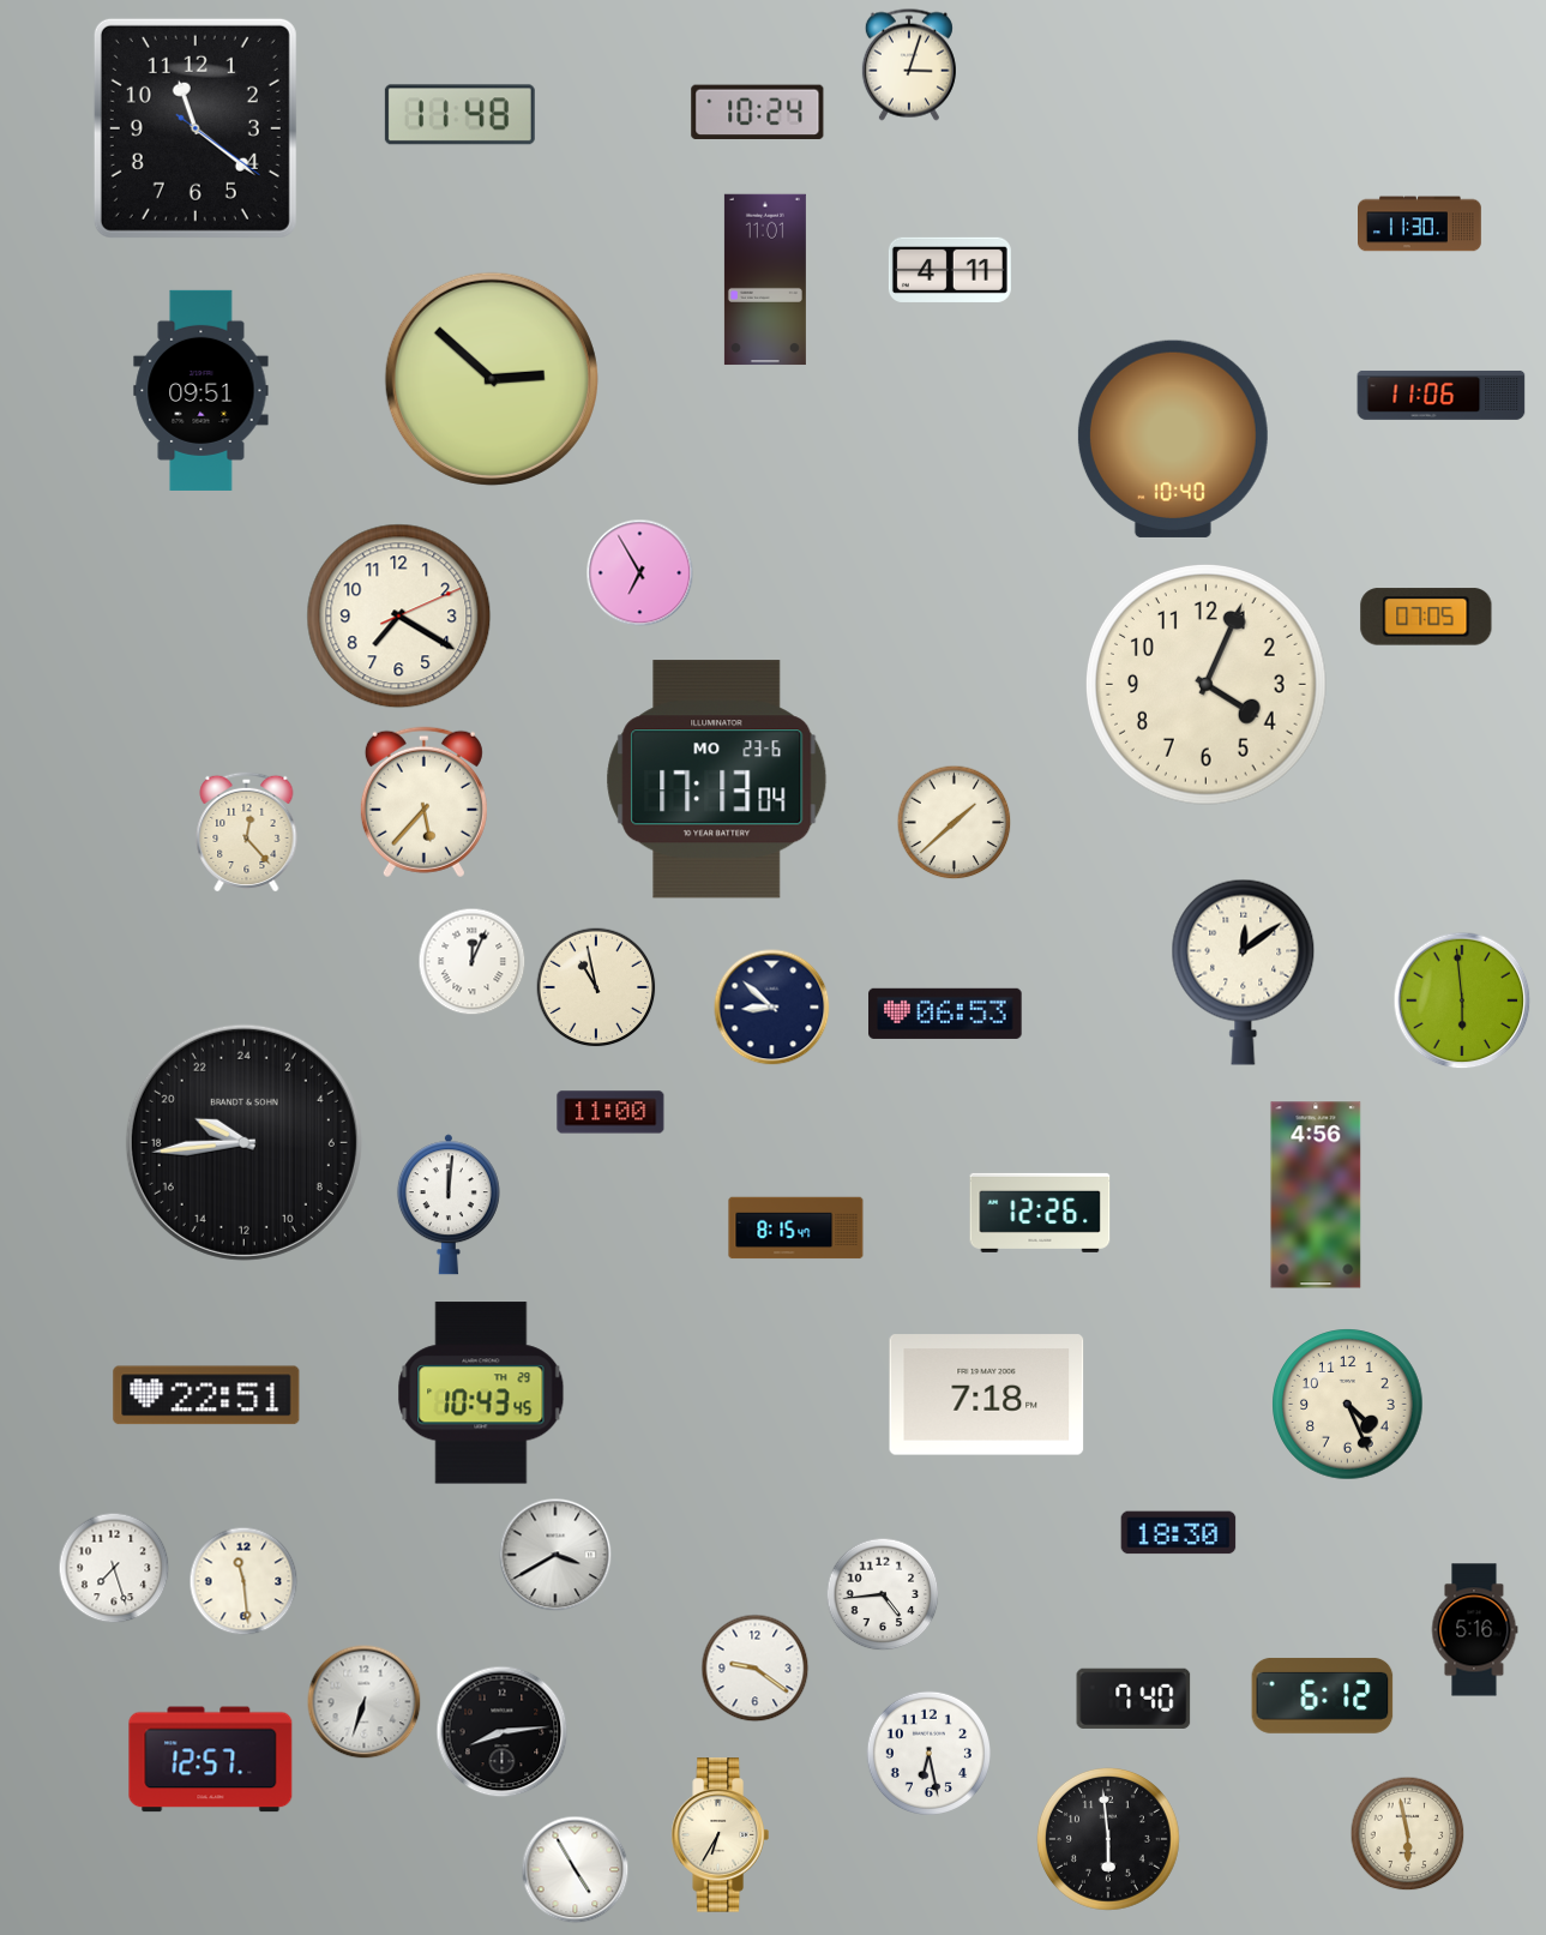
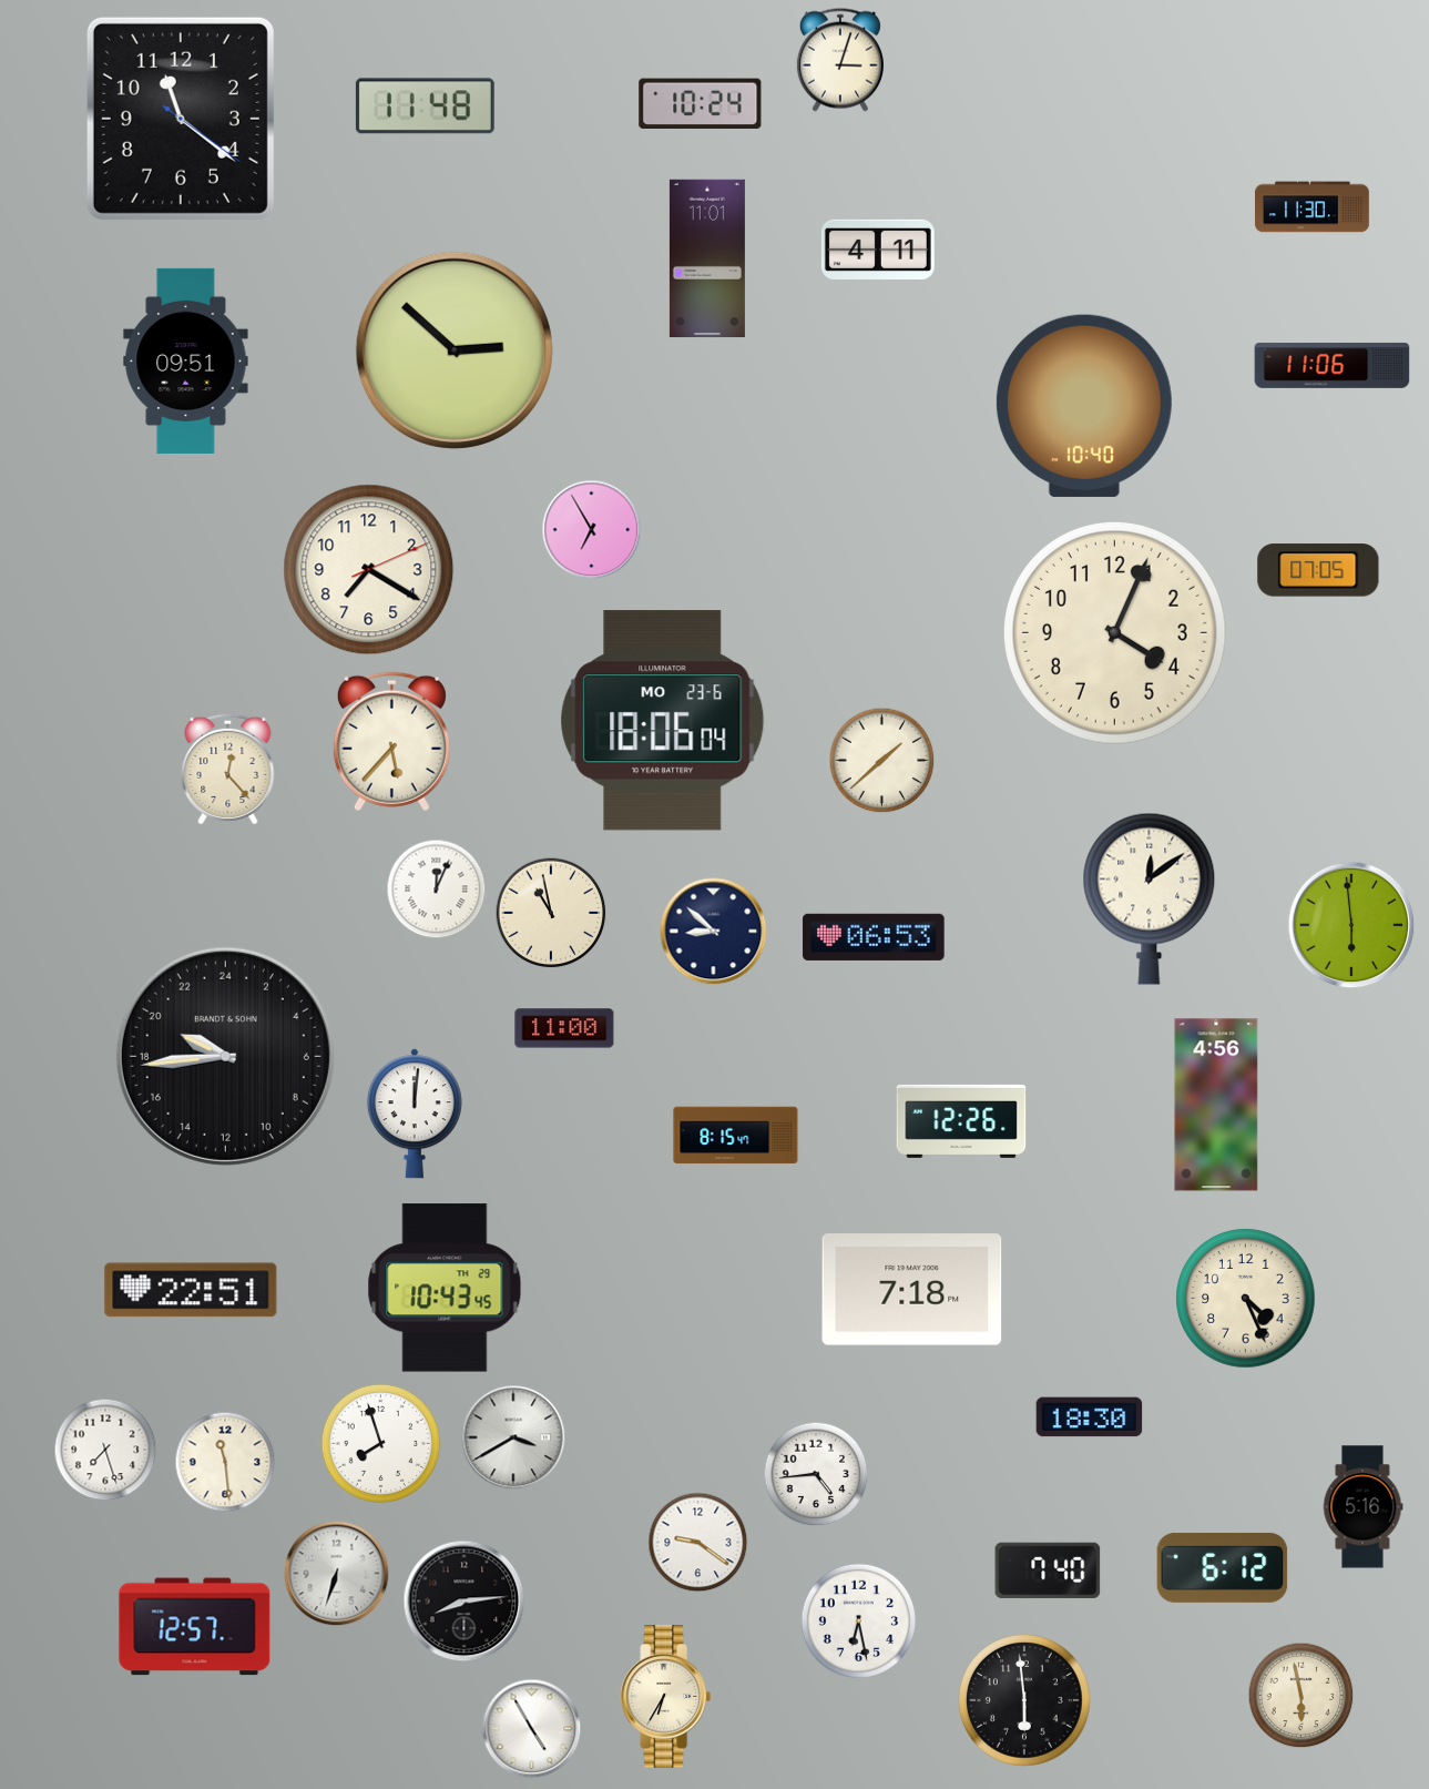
clock at (717, 780): 17:13 -> 18:06
clock at (380, 1443): none -> 7:57
